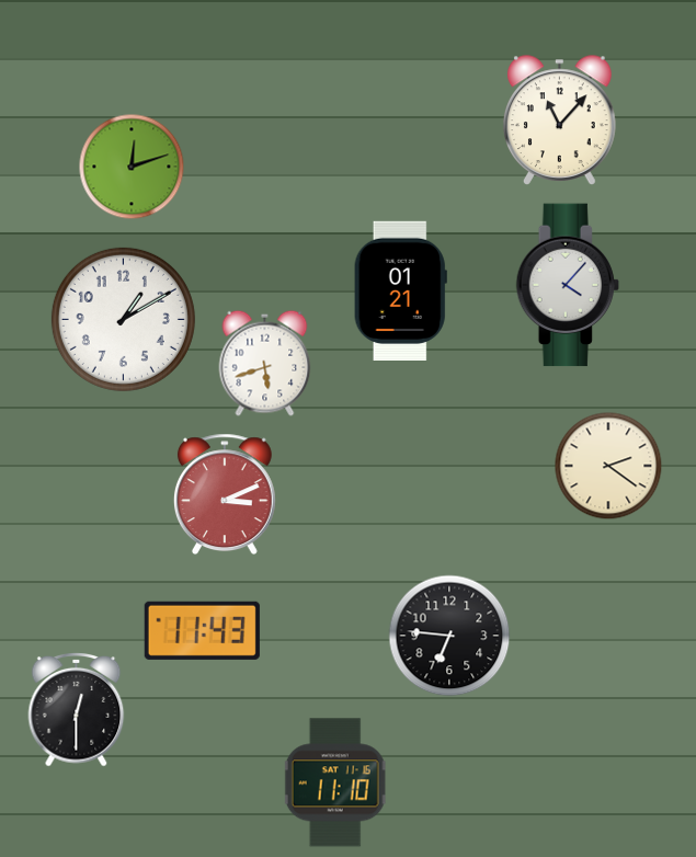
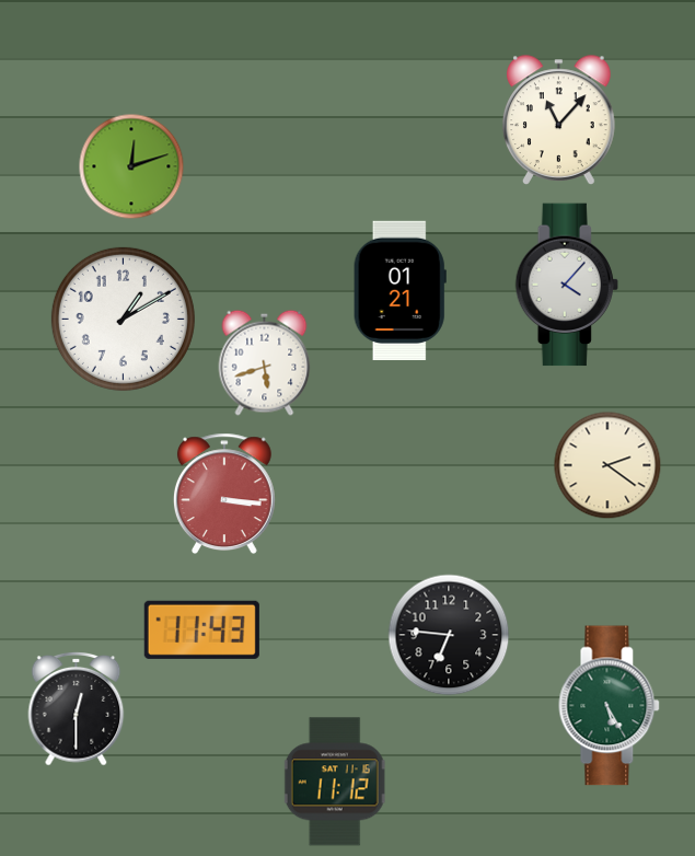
clock at (225, 494): 3:11 -> 3:16
clock at (610, 706): none -> 5:25
clock at (335, 782): 11:10 -> 11:12
